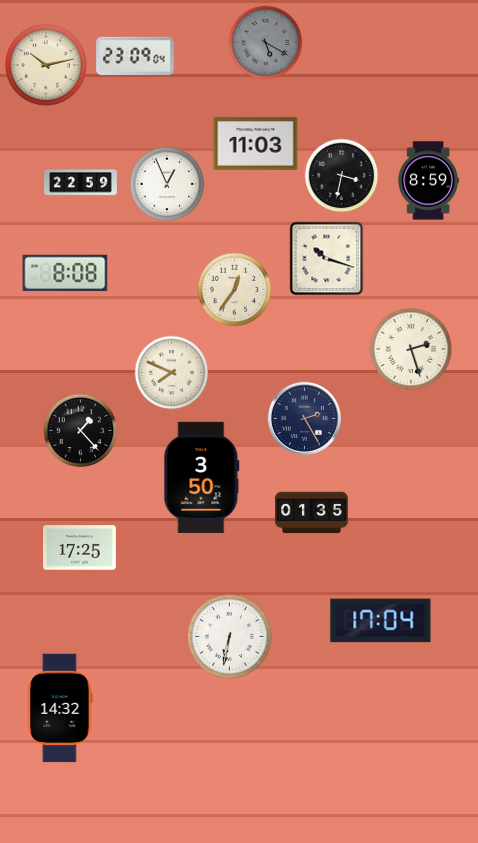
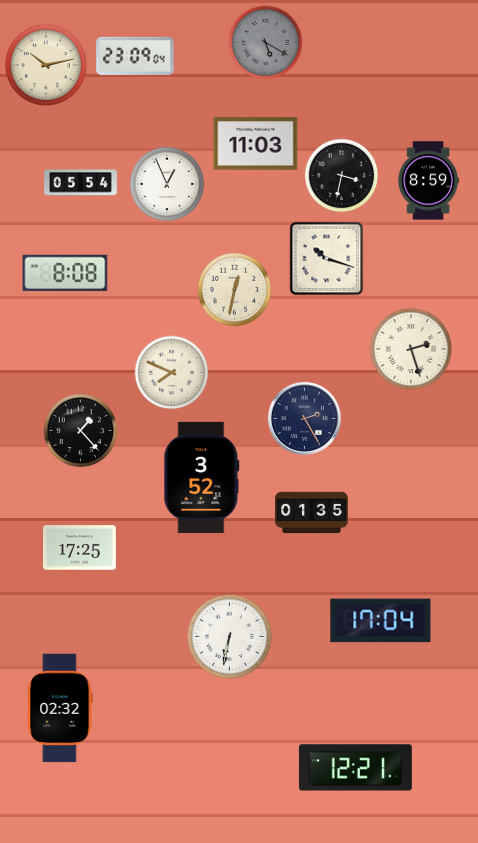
clock at (81, 183): 22:59 -> 05:54
clock at (235, 290): 12:36 -> 12:32
clock at (202, 477): 3:50 -> 3:52
clock at (60, 708): 14:32 -> 02:32
clock at (355, 768): none -> 12:21
